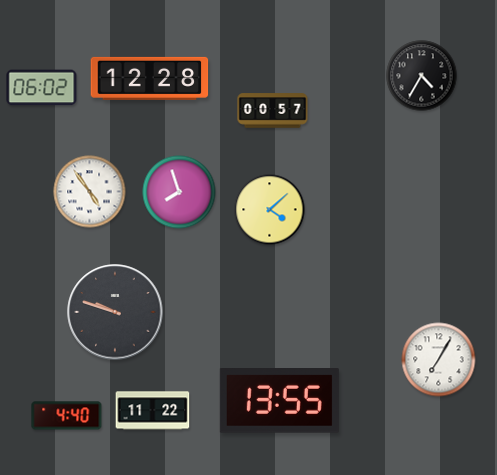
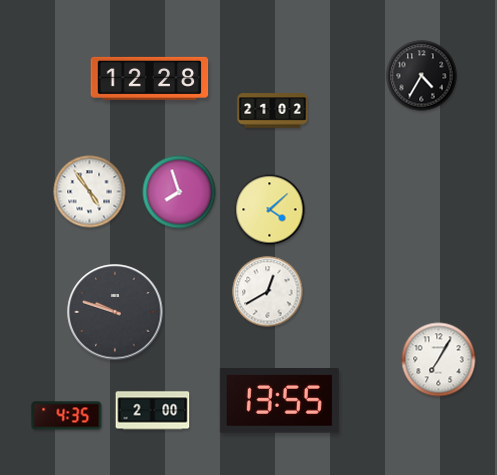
clock at (42, 88): 06:02 -> none
clock at (273, 111): 00:57 -> 21:02
clock at (268, 292): none -> 12:40
clock at (153, 411): 11:22 -> 2:00
clock at (67, 416): 4:40 -> 4:35
